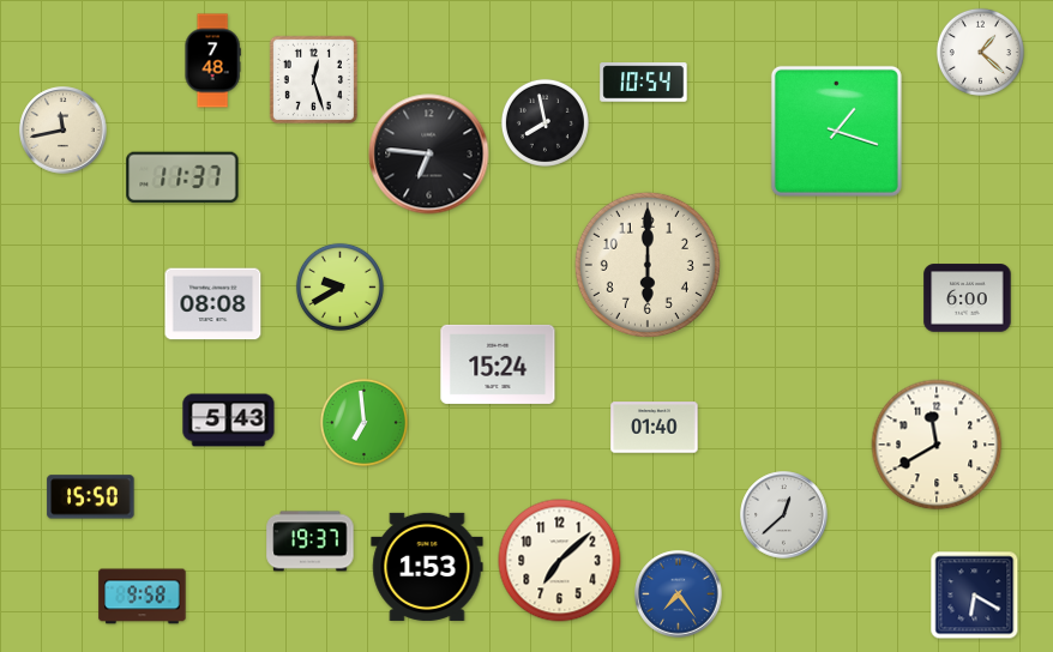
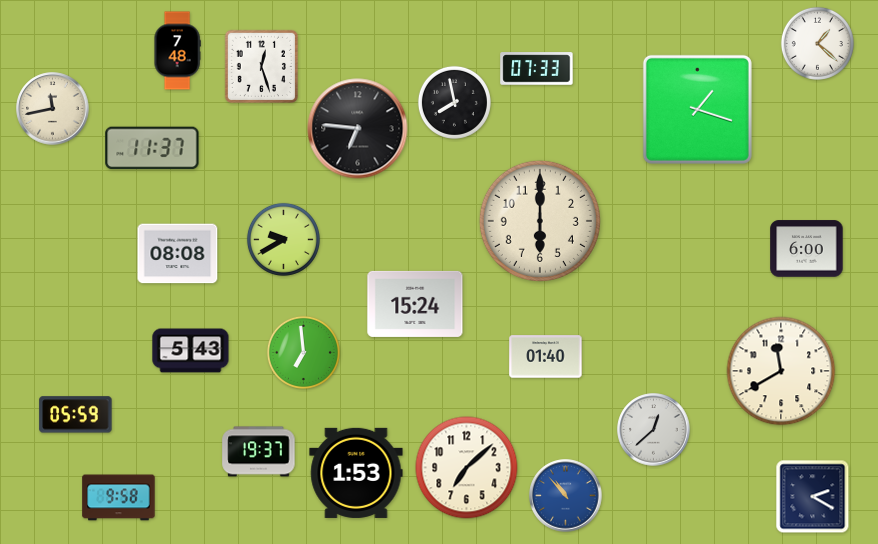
clock at (644, 83): 10:54 -> 07:33
clock at (91, 497): 15:50 -> 05:59
clock at (679, 594): 7:24 -> 10:53
clock at (975, 596): 6:20 -> 2:20
